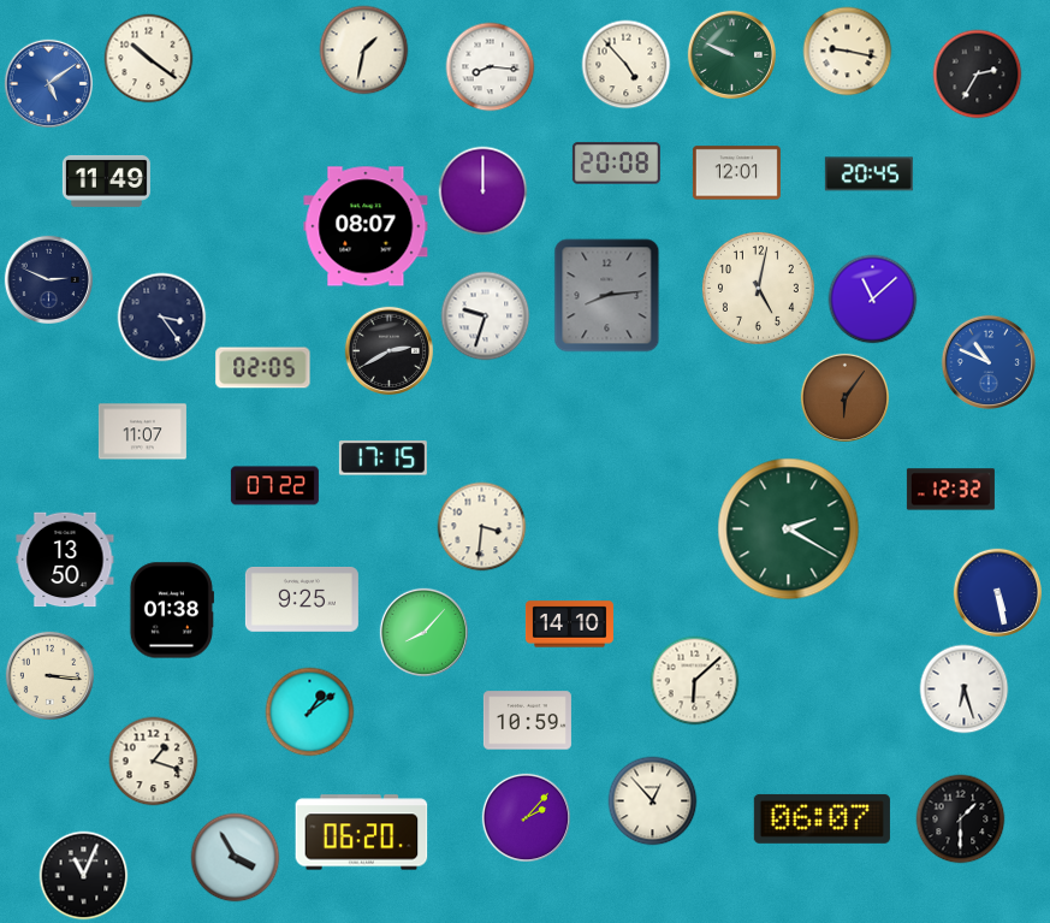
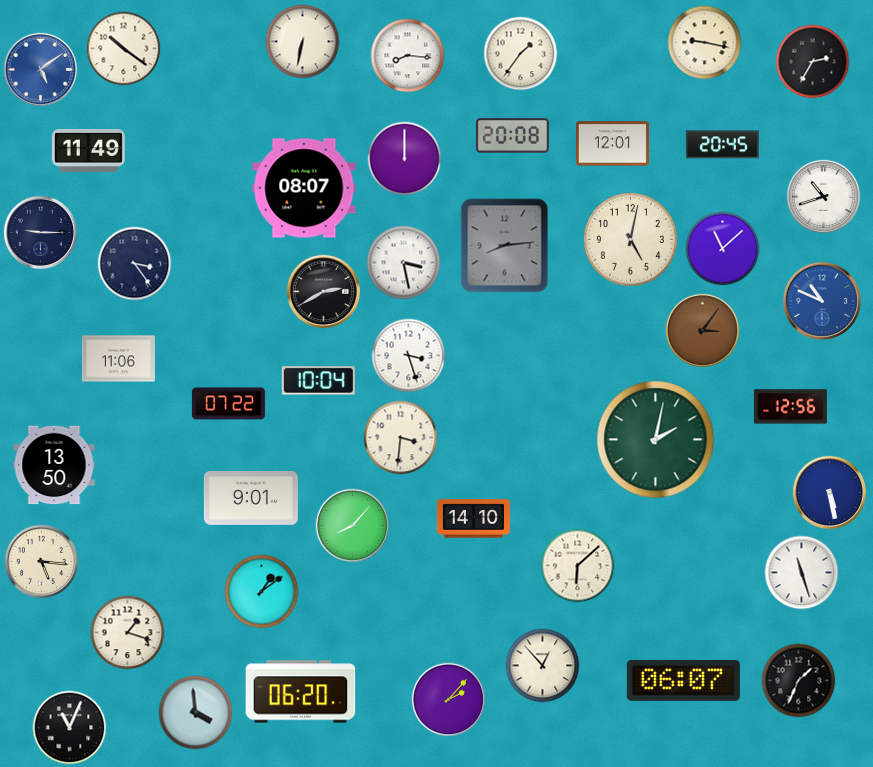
clock at (364, 51): 1:32 -> 6:32
clock at (731, 54): 9:49 -> none
clock at (627, 65): 4:53 -> 1:36
clock at (484, 191) position: (484, 191) -> (405, 159)
clock at (823, 196): none -> 10:42
clock at (48, 279): 2:49 -> 9:15
clock at (873, 300) position: (873, 300) -> (723, 249)
clock at (486, 316): 9:33 -> 3:28
clock at (263, 368): 02:05 -> none
clock at (844, 397): 6:06 -> 3:06
clock at (409, 356): none -> 3:27
clock at (142, 432): 11:07 -> 11:06
clock at (382, 458): 17:15 -> 10:04
clock at (950, 490): 12:32 -> 12:56
clock at (789, 529): 2:20 -> 2:02
clock at (302, 600): 9:25 -> 9:01
clock at (171, 610): 01:38 -> none
clock at (49, 675): 3:16 -> 5:16
clock at (965, 690): 6:27 -> 11:27
clock at (310, 712) position: (310, 712) -> (262, 592)
clock at (527, 721): 10:59 -> none
clock at (526, 817) position: (526, 817) -> (448, 699)
clock at (961, 820): 1:30 -> 1:34
clock at (236, 858): 3:55 -> 3:59
